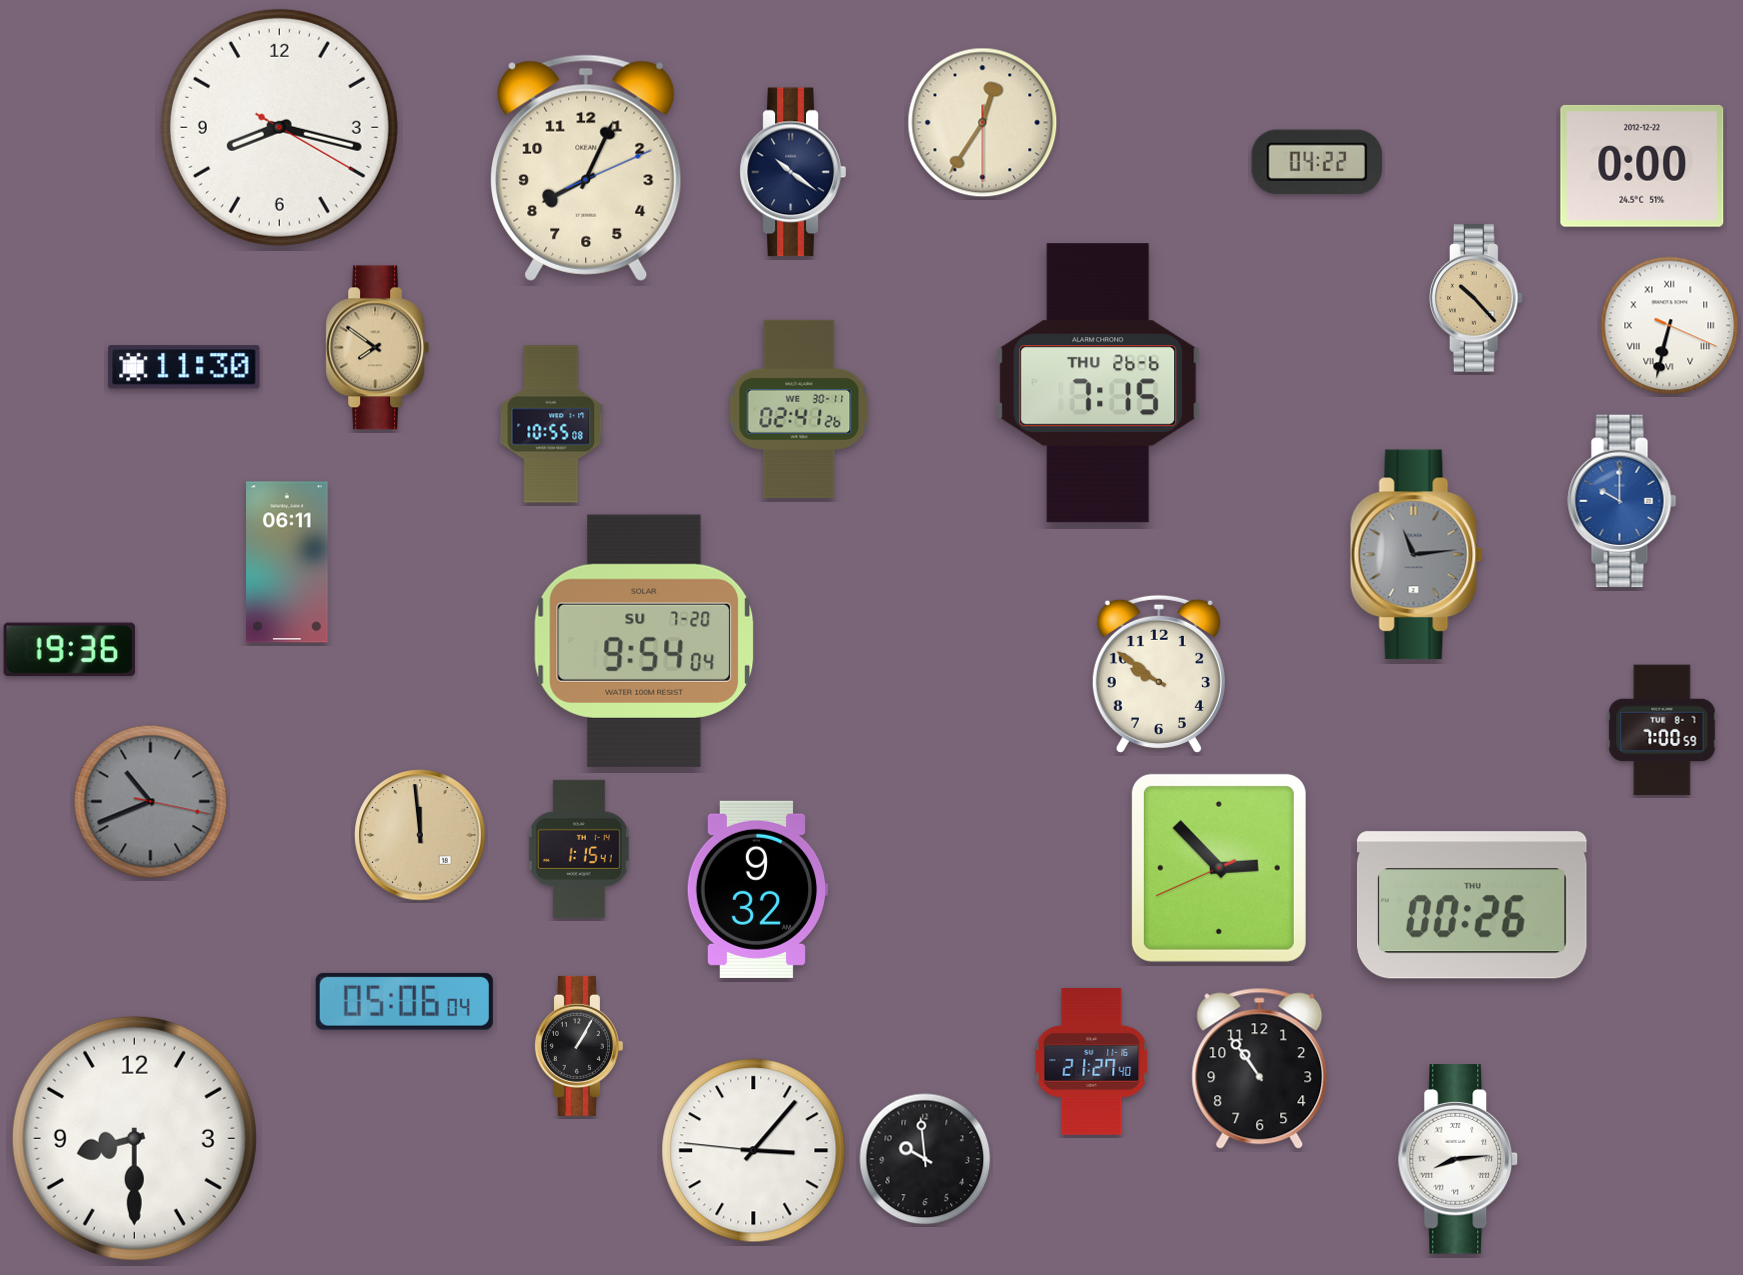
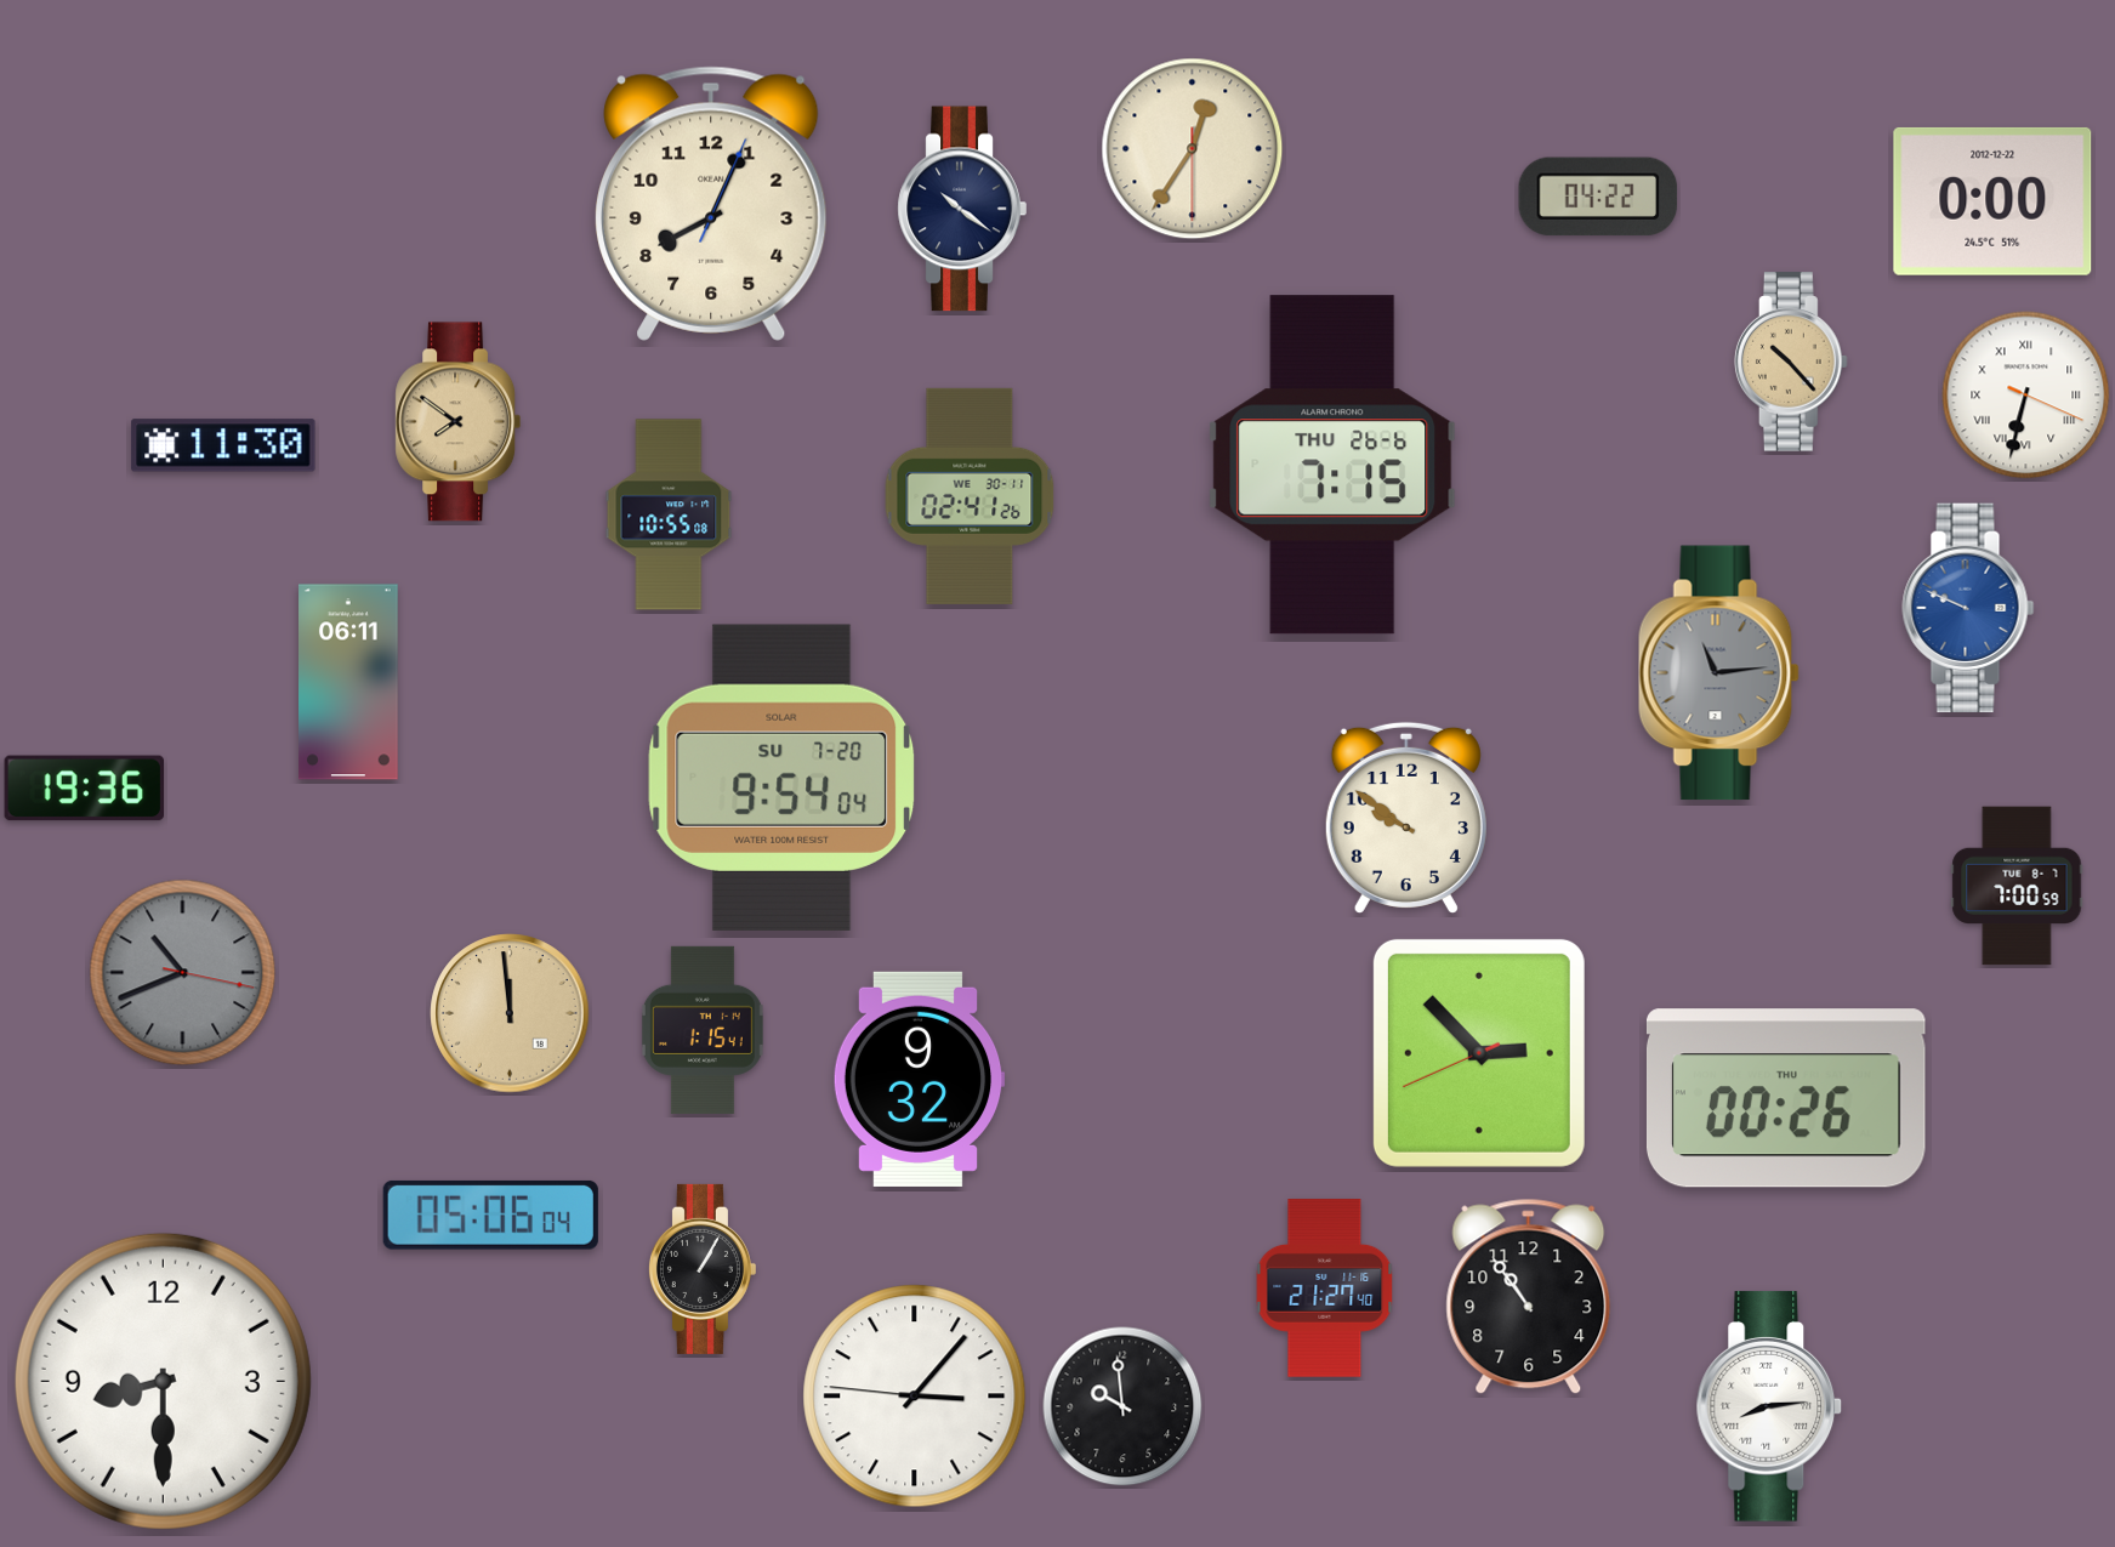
clock at (279, 127): 8:17 -> none
clock at (586, 168): 8:04:11 -> 8:04:04
clock at (1622, 501): 10:00 -> 9:49
